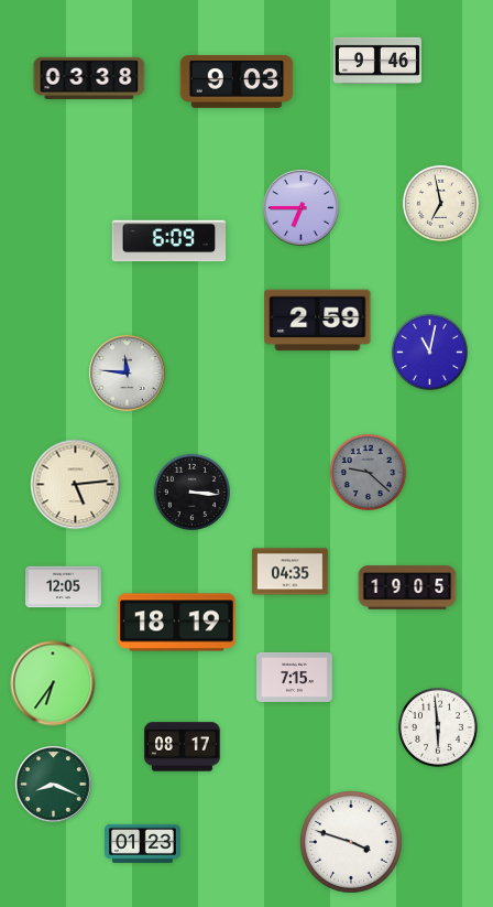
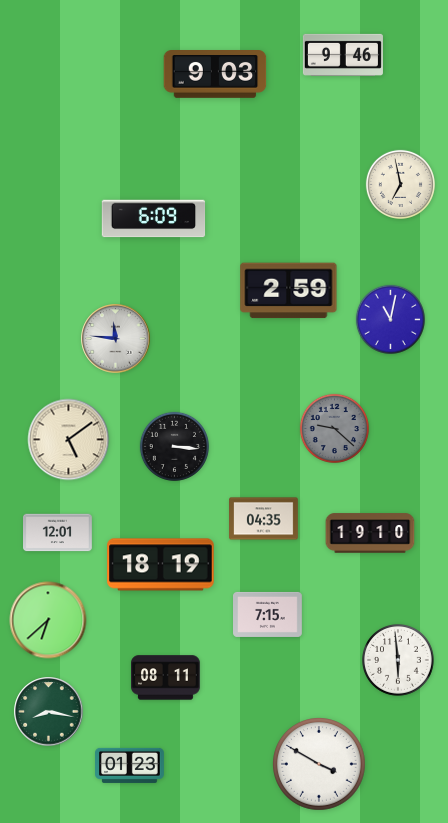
clock at (89, 78): 03:38 -> none
clock at (302, 208): 6:45 -> none
clock at (76, 485): 5:14 -> 5:09
clock at (64, 587): 12:05 -> 12:01
clock at (407, 587): 19:05 -> 19:10
clock at (53, 683): 6:36 -> 6:38
clock at (183, 747): 08:17 -> 08:11
clock at (54, 785): 8:19 -> 8:17
clock at (352, 843): 3:48 -> 3:50
